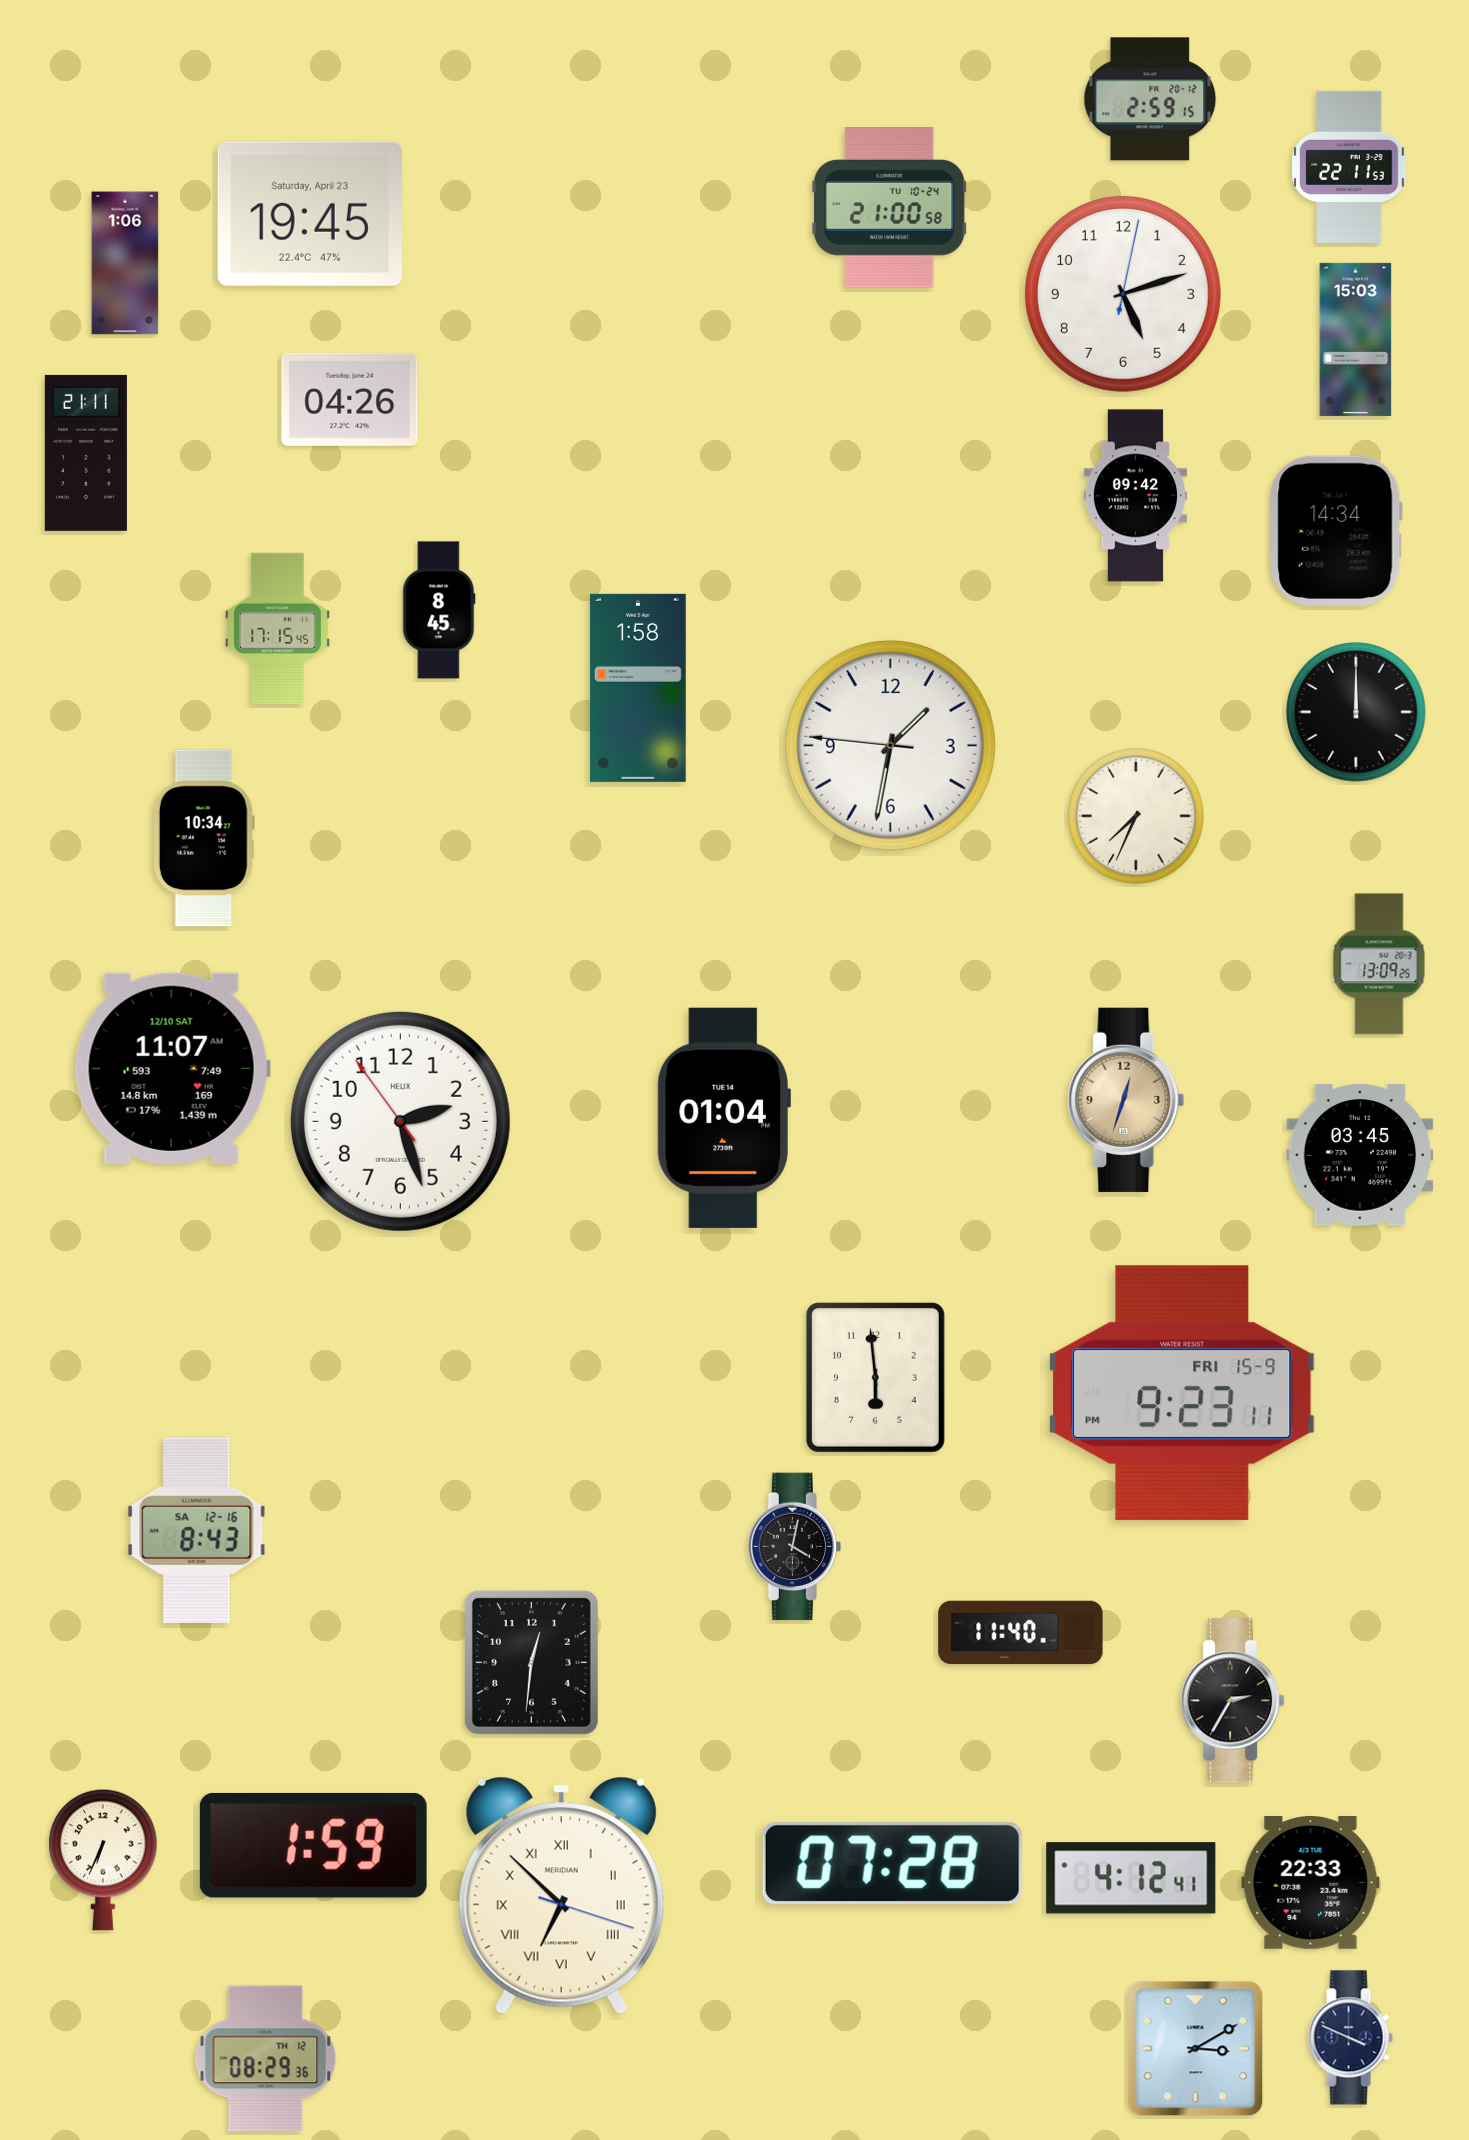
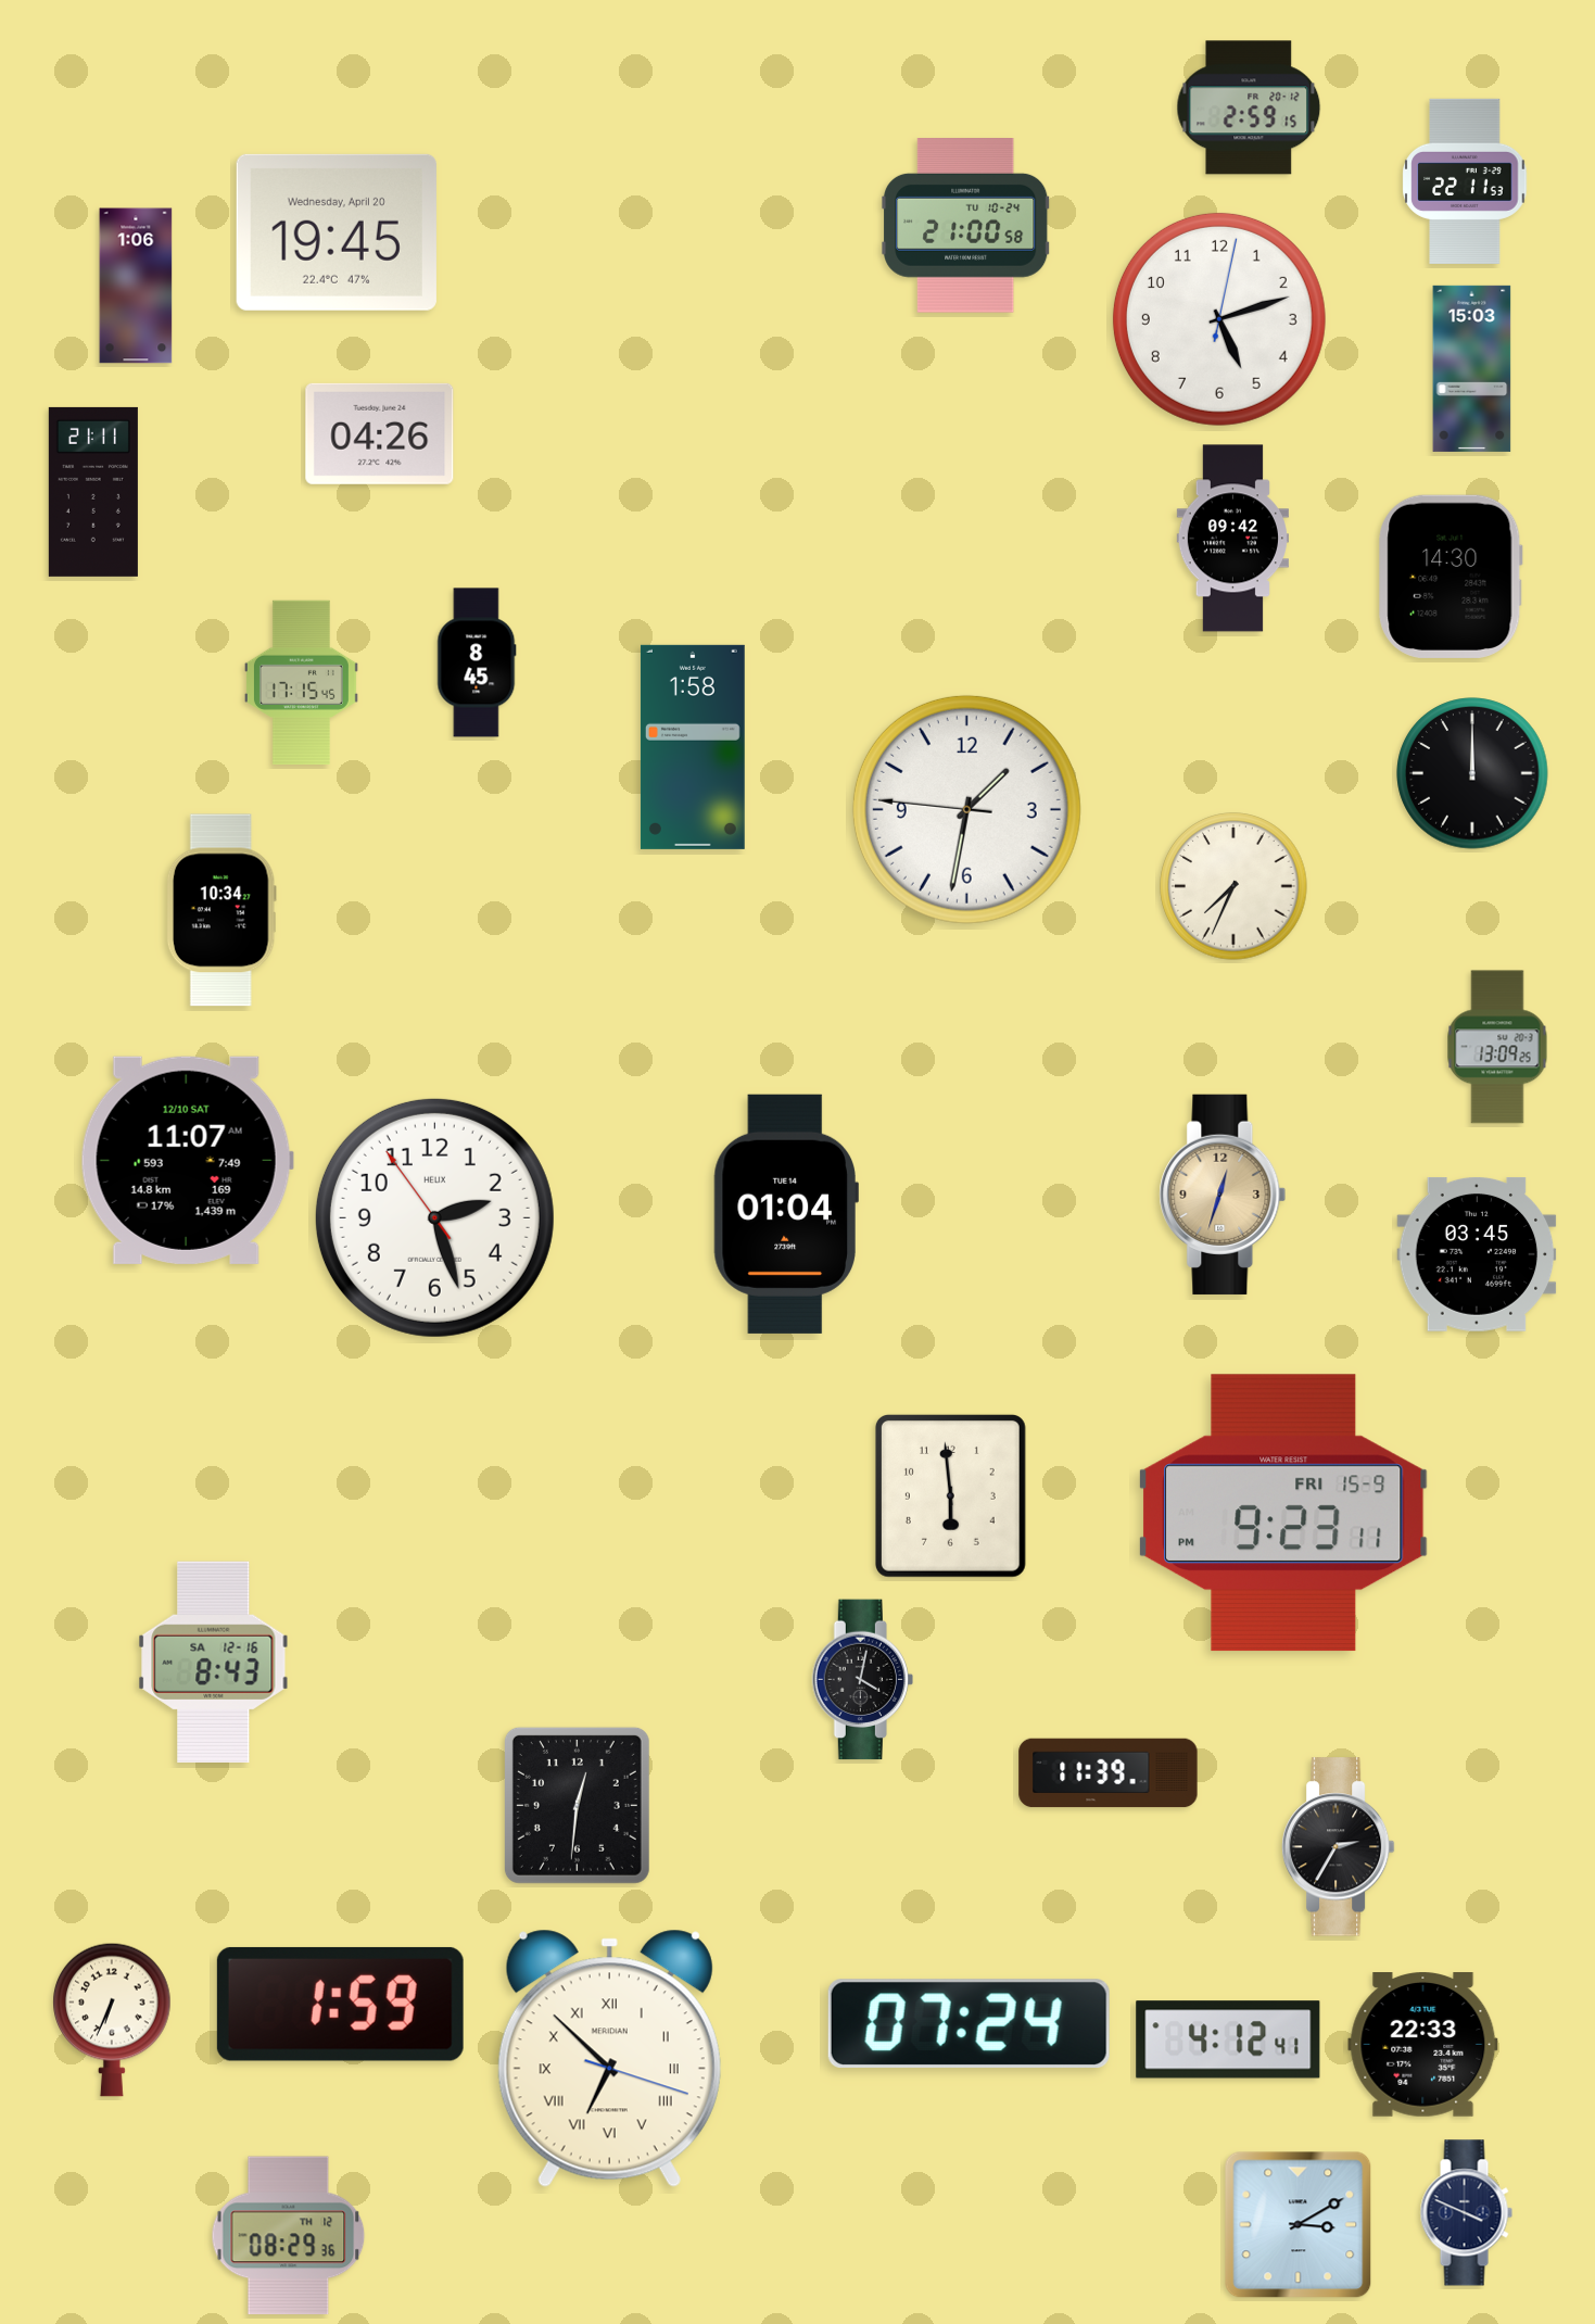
clock at (310, 214) date: Saturday, April 23 -> Wednesday, April 20
clock at (1336, 531): 14:34 -> 14:30
clock at (1021, 1633): 11:40 -> 11:39
clock at (892, 1863): 07:28 -> 07:24
